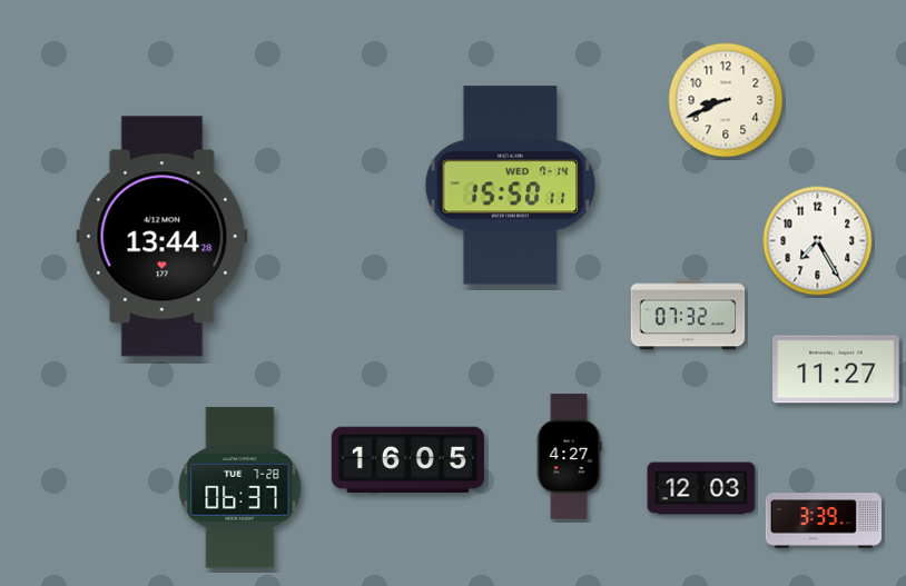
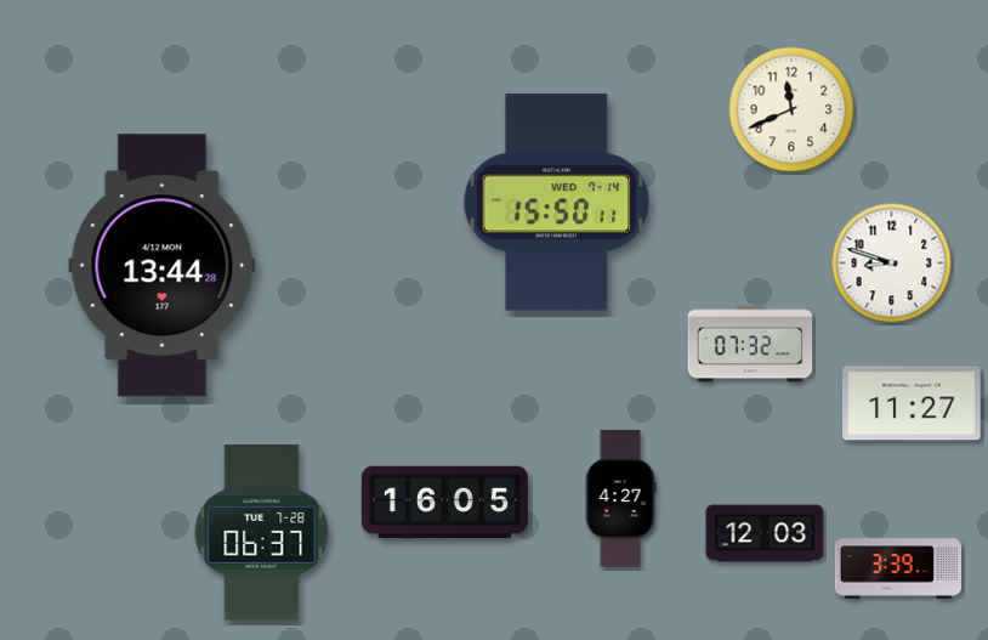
clock at (726, 100): 8:41 -> 11:41
clock at (163, 237) position: (163, 237) -> (163, 266)
clock at (818, 241): 7:25 -> 8:48
